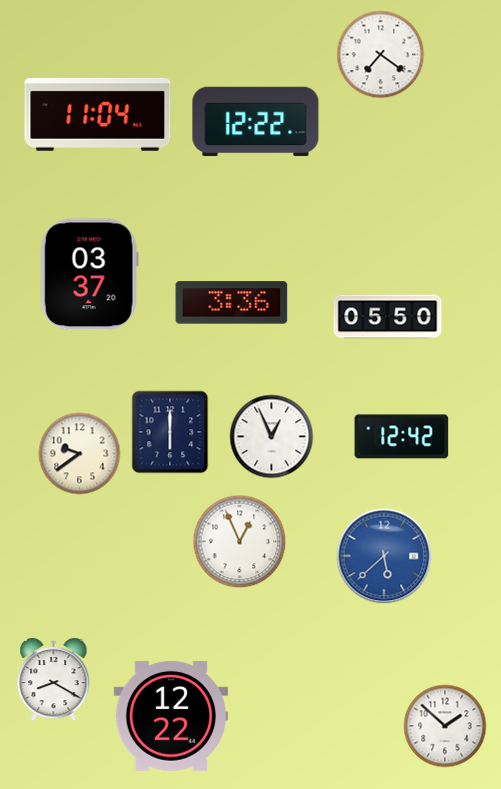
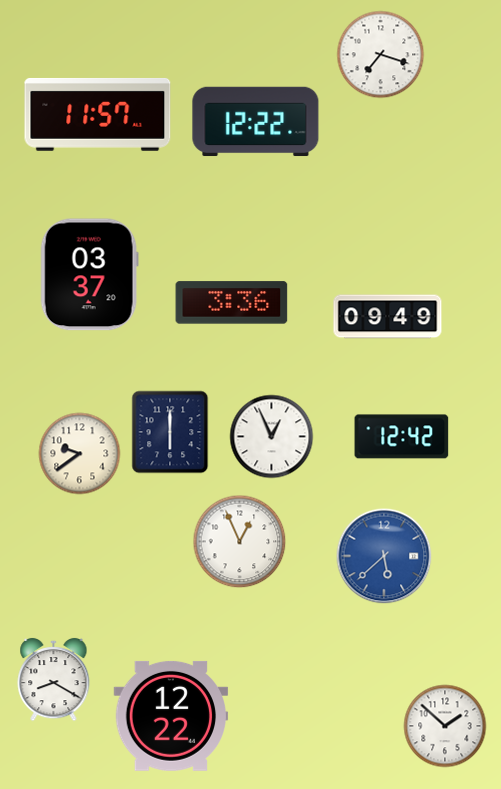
clock at (381, 55): 7:21 -> 7:18
clock at (98, 114): 11:04 -> 11:57
clock at (388, 317): 05:50 -> 09:49
